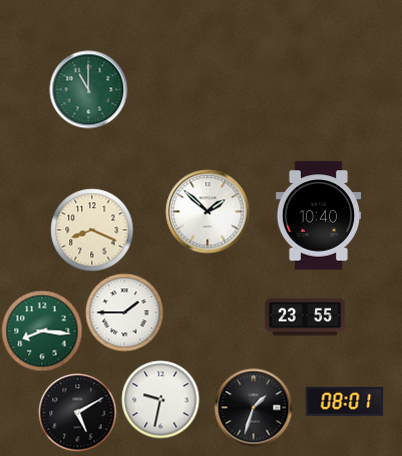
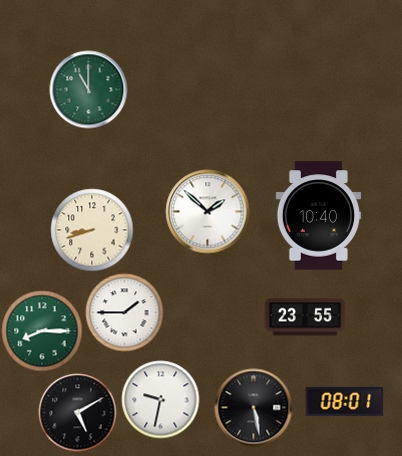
clock at (92, 230): 8:19 -> 8:42
clock at (42, 331): 8:16 -> 8:15
clock at (253, 407): 1:33 -> 5:28
